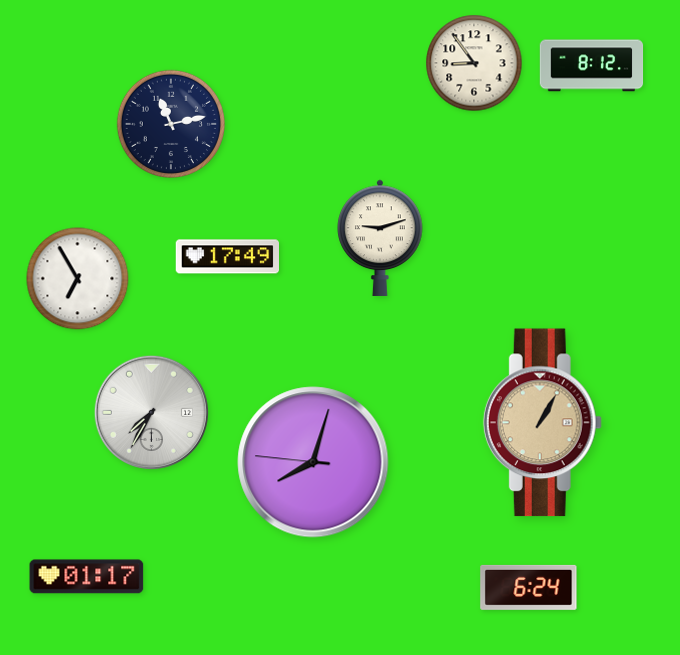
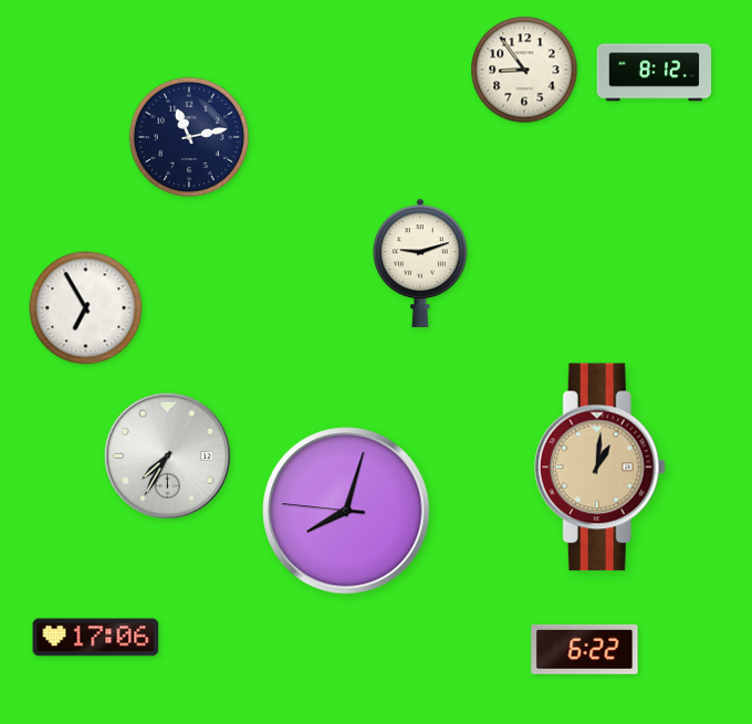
clock at (227, 257): 17:49 -> none
clock at (542, 423): 1:05 -> 1:01
clock at (87, 577): 01:17 -> 17:06
clock at (529, 587): 6:24 -> 6:22
